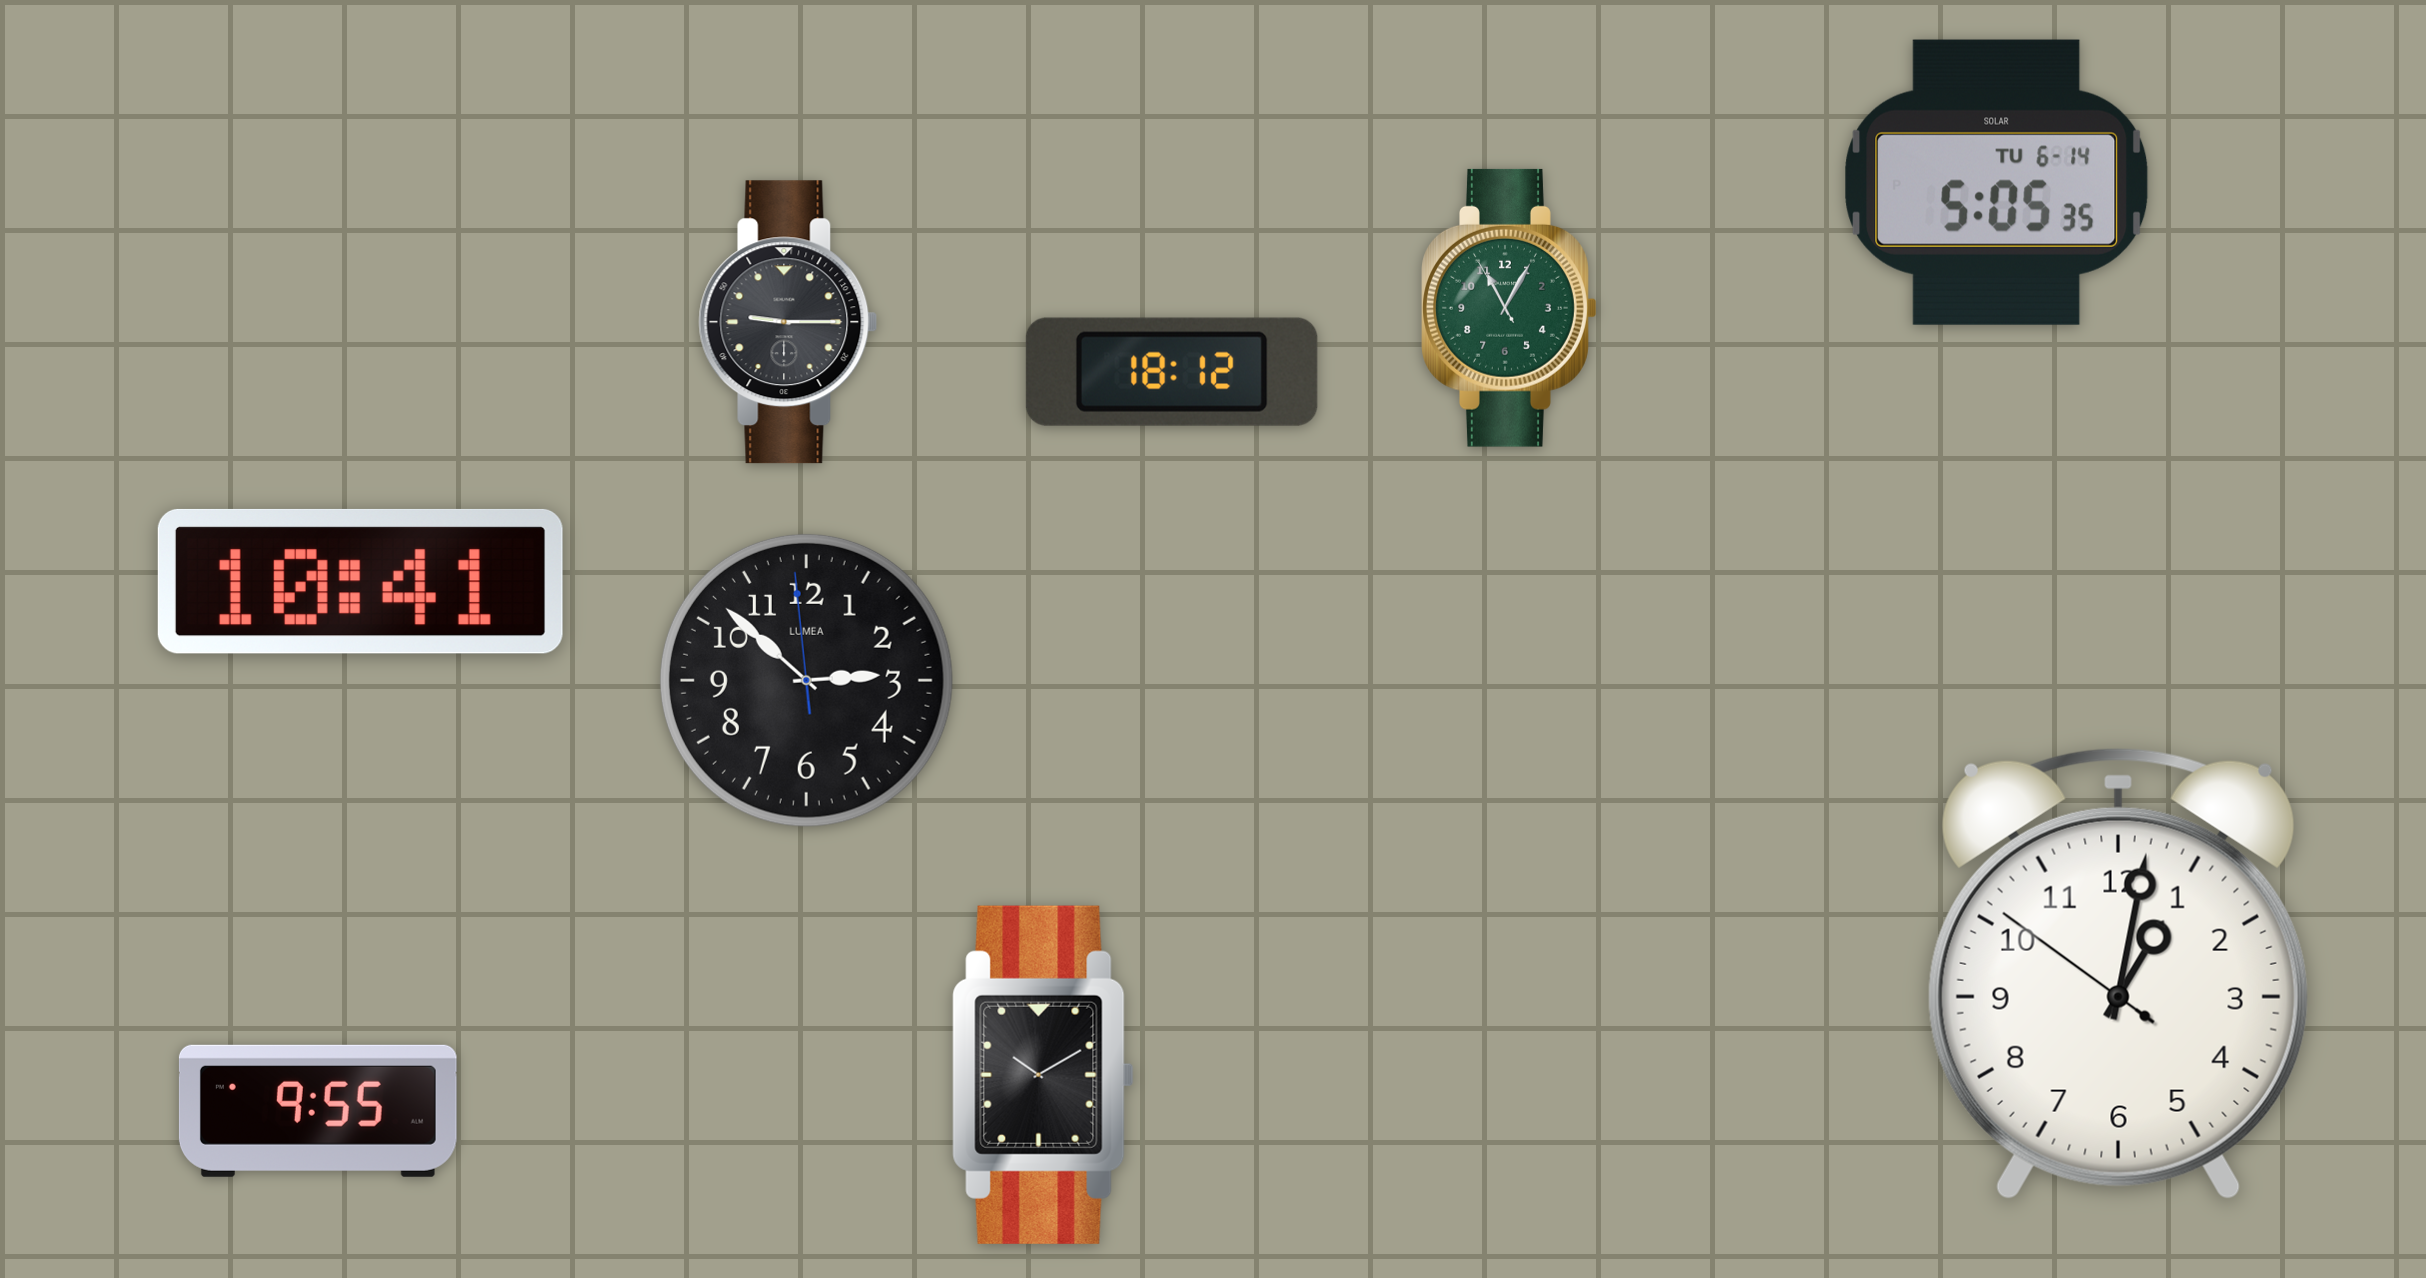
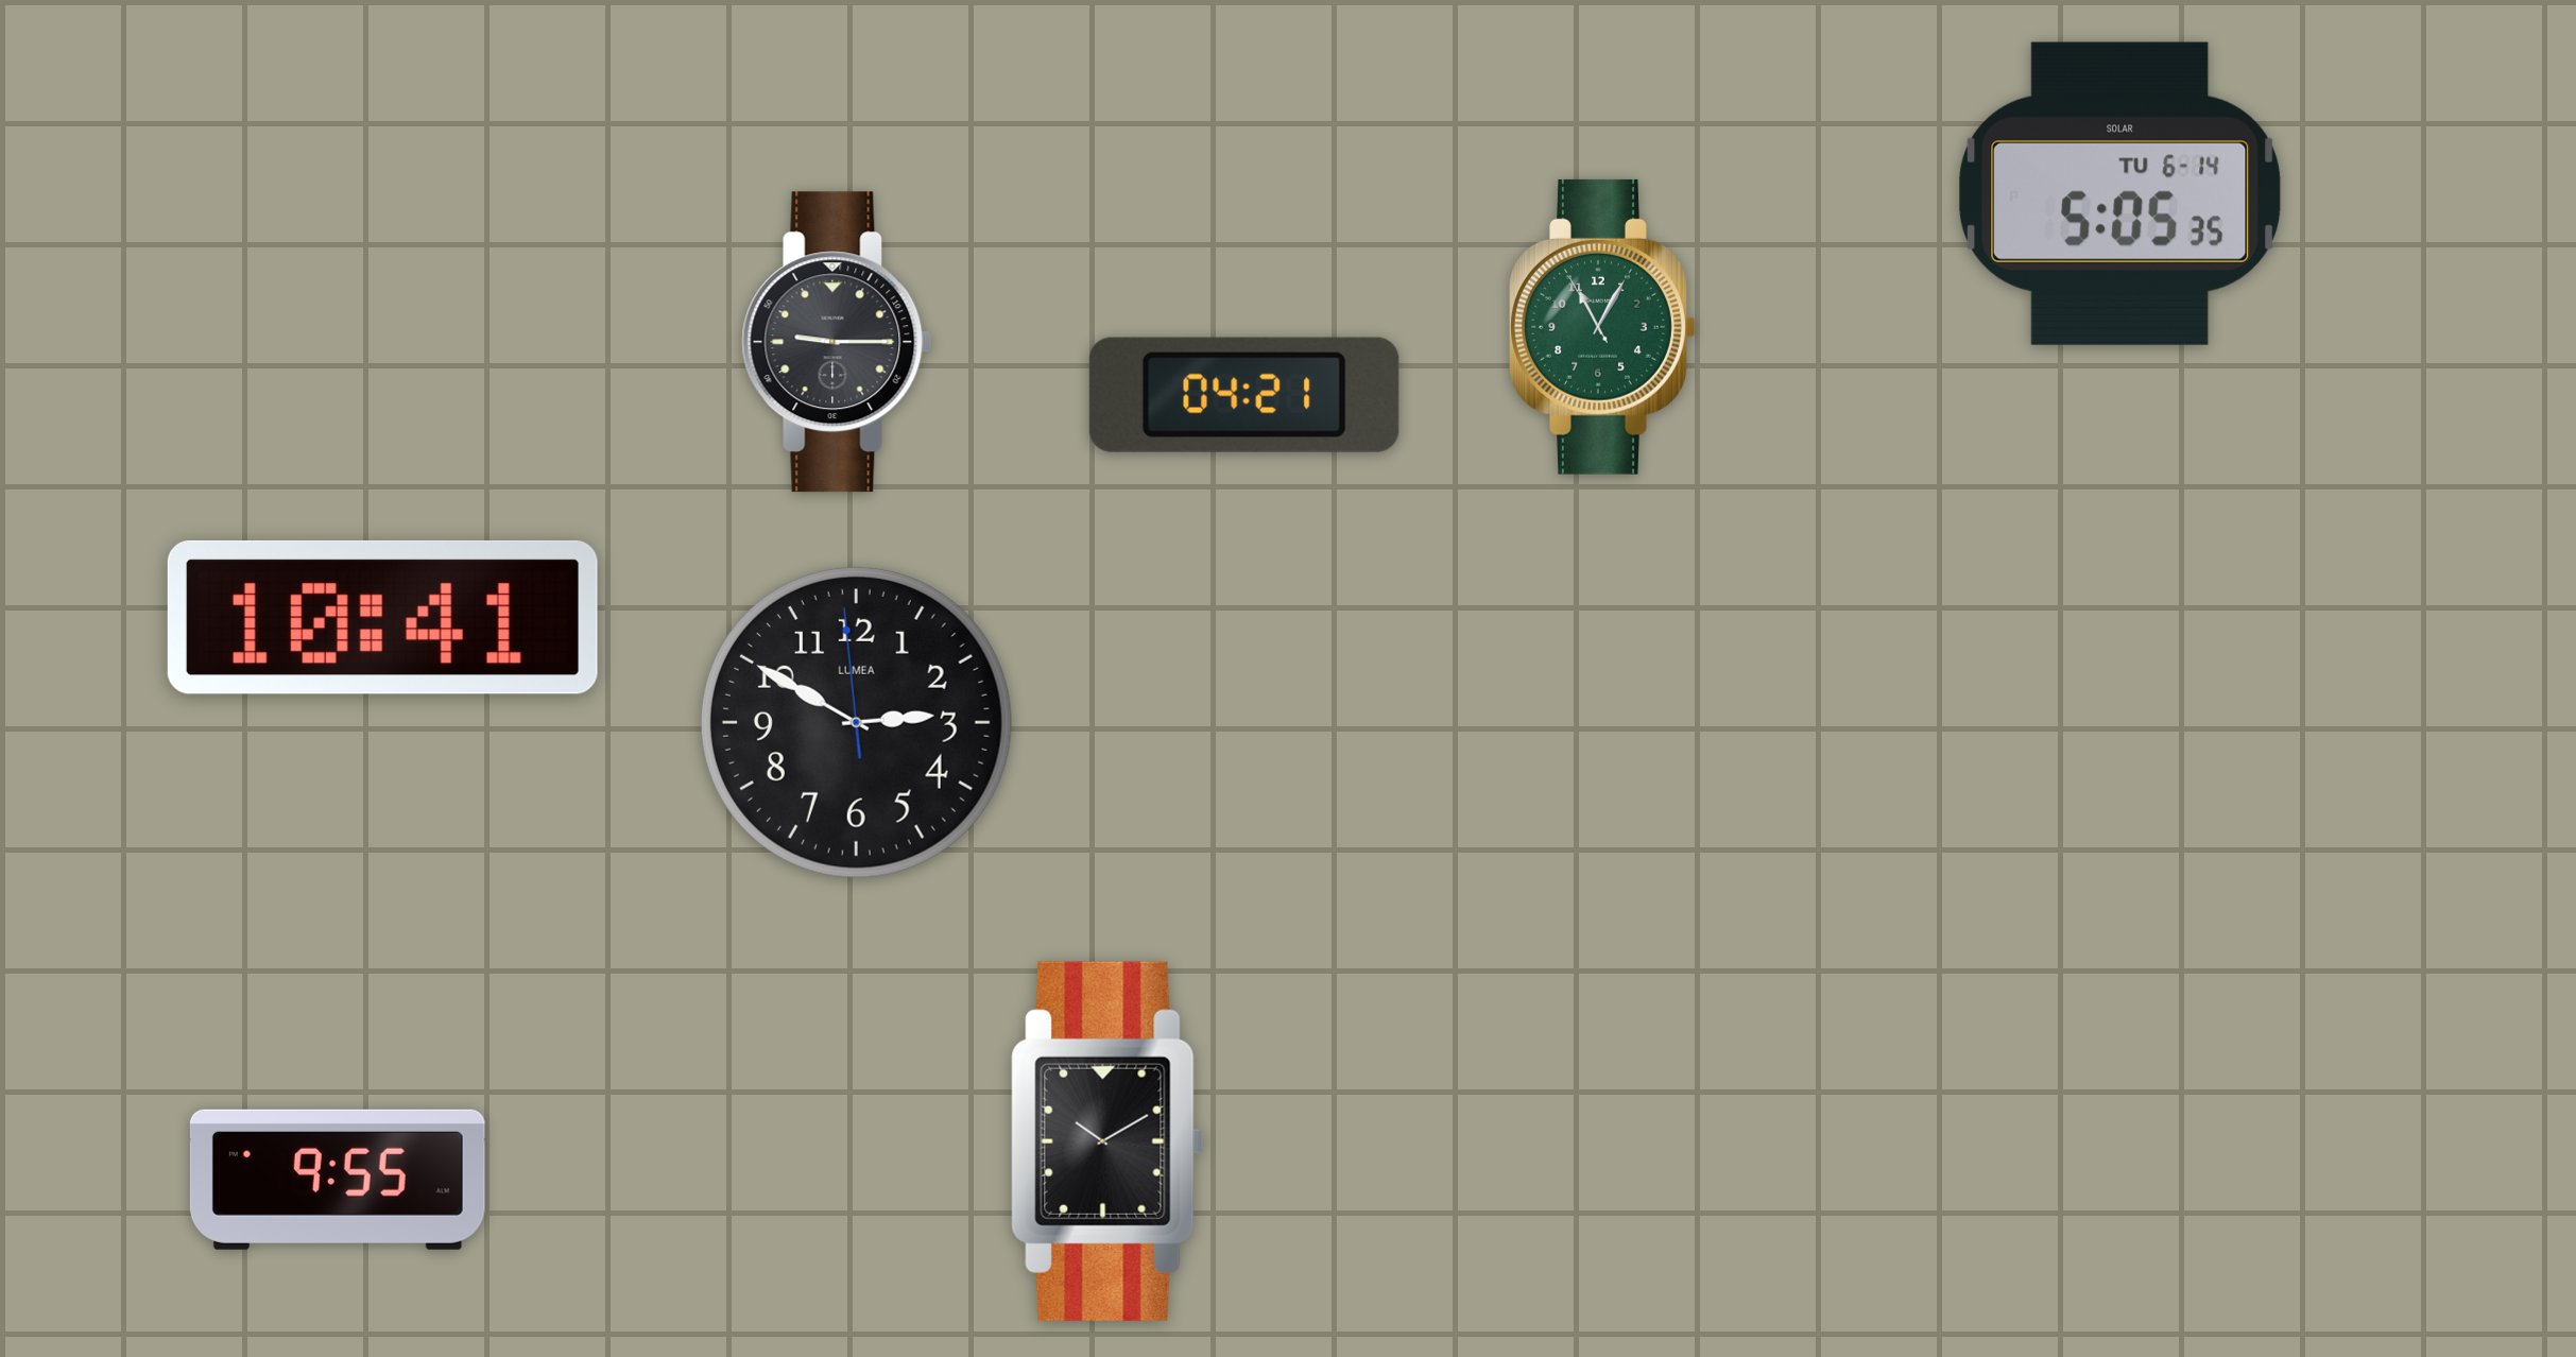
clock at (1172, 372): 18:12 -> 04:21
clock at (806, 680): 2:51 -> 2:49
clock at (2118, 973): 1:01 -> none
